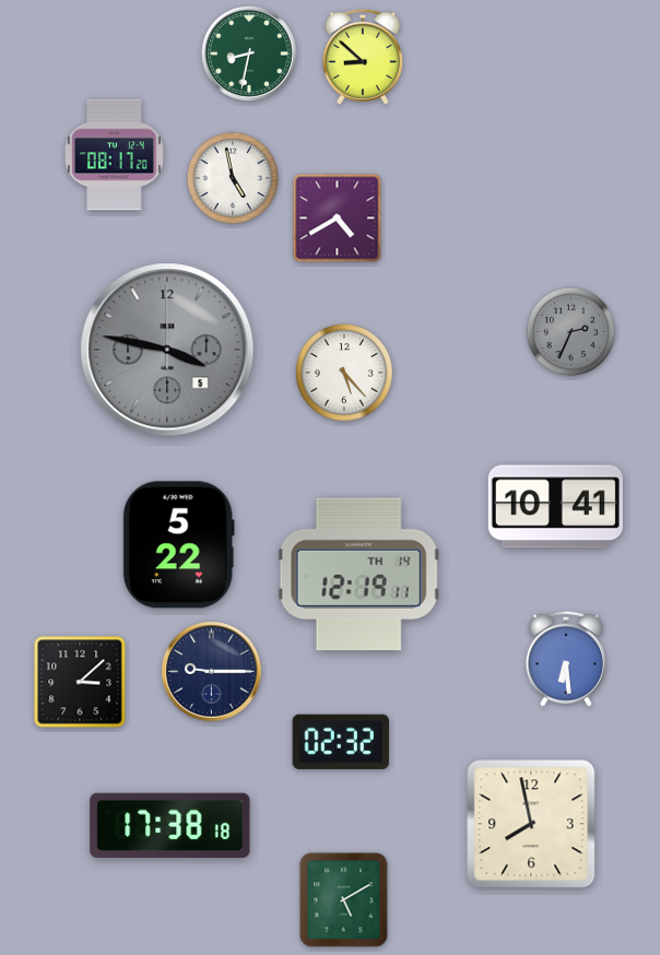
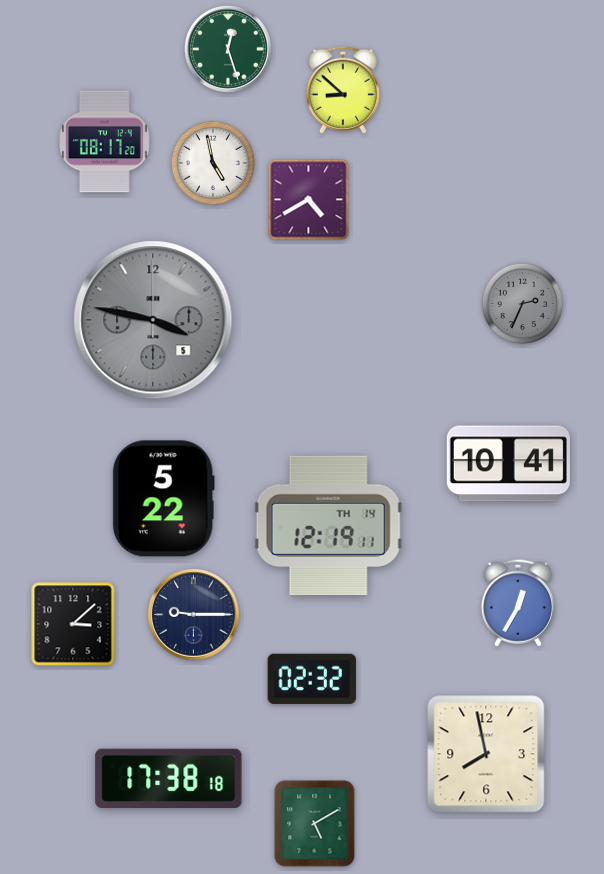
clock at (249, 54): 8:32 -> 12:27
clock at (363, 57) position: (363, 57) -> (343, 90)
clock at (345, 374): 5:23 -> none
clock at (566, 659): 6:29 -> 12:35
clock at (170, 826) position: (170, 826) -> (169, 779)
